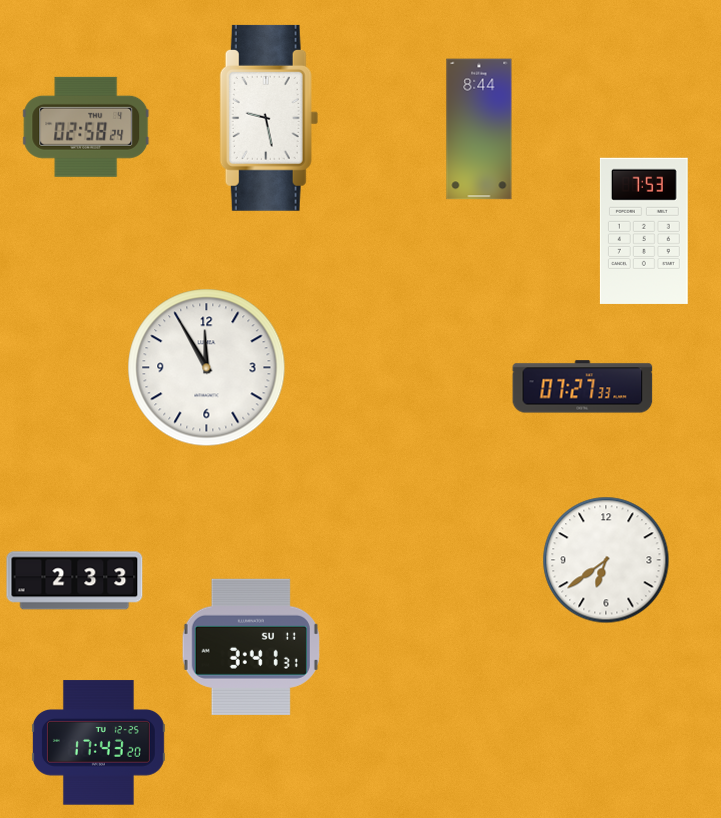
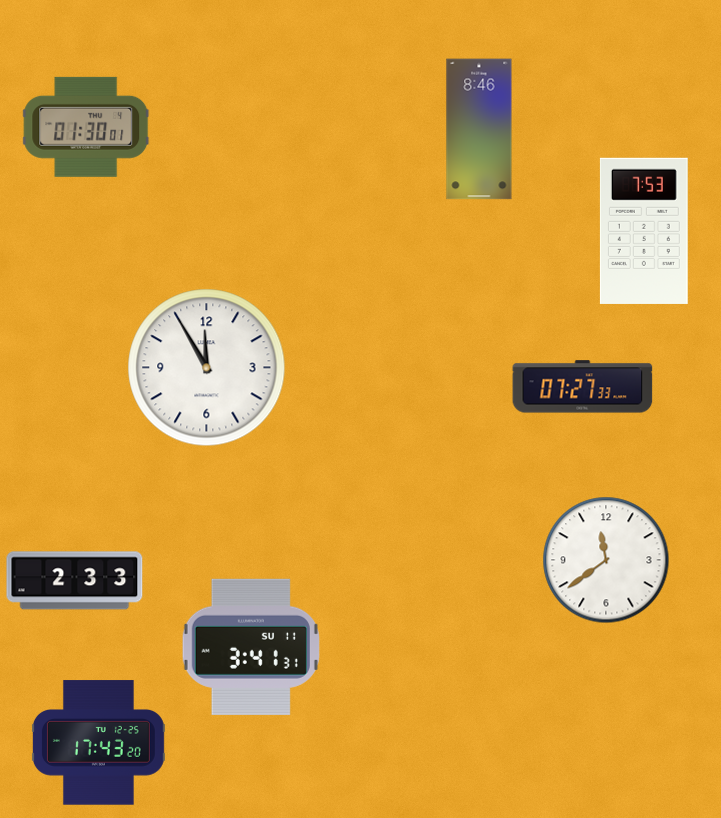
clock at (269, 118): 9:28 -> none
clock at (86, 127): 02:58 -> 01:30
clock at (479, 129): 8:44 -> 8:46
clock at (606, 560): 6:39 -> 11:39
